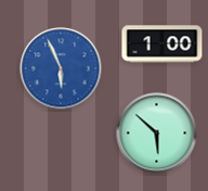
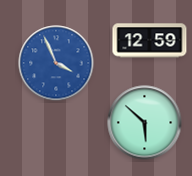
clock at (162, 44): 1:00 -> 12:59
clock at (61, 68): 5:56 -> 3:56
